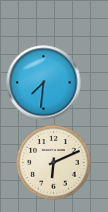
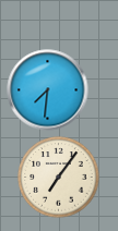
clock at (54, 163): 6:11 -> 7:06
